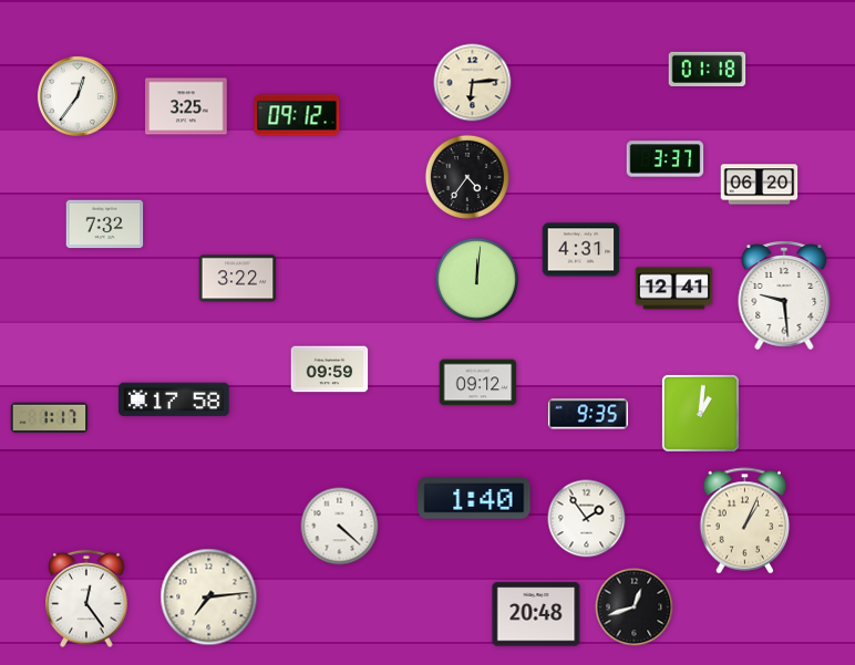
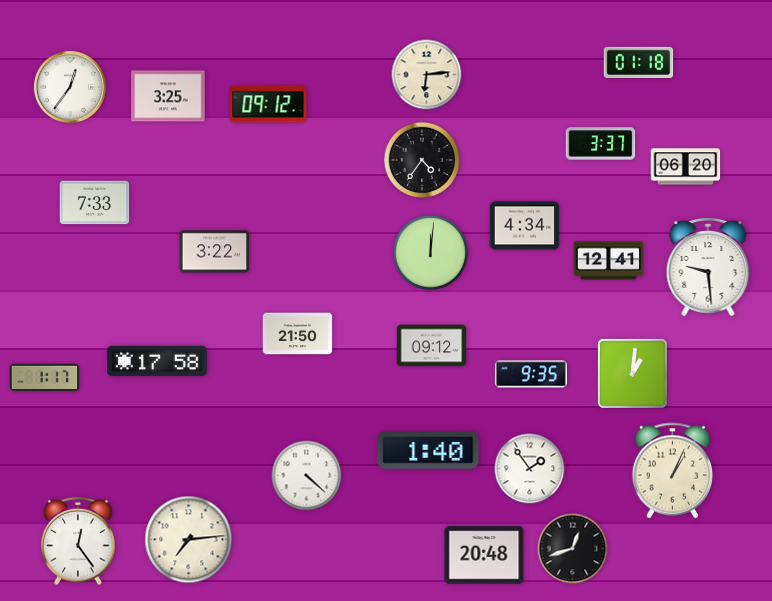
clock at (105, 225): 7:32 -> 7:33
clock at (581, 250): 4:31 -> 4:34
clock at (330, 370): 09:59 -> 21:50
